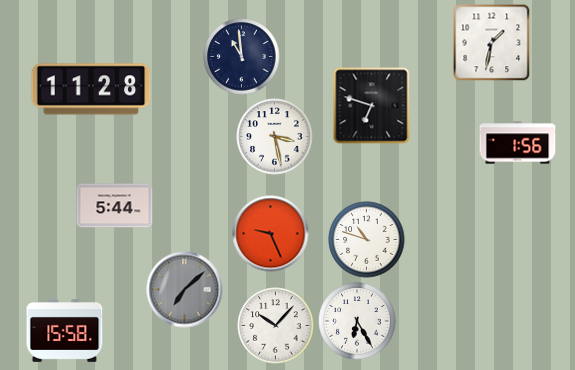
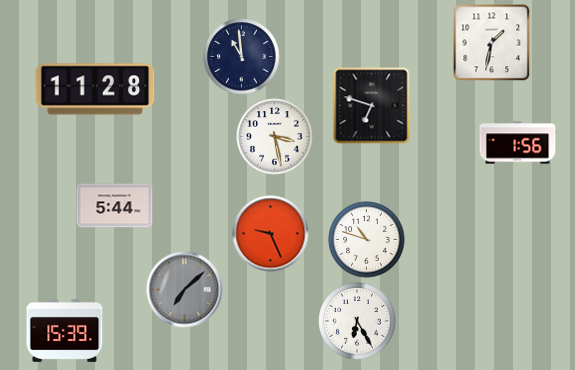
clock at (91, 89) position: (91, 89) -> (95, 89)
clock at (276, 326): 10:07 -> none
clock at (65, 330): 15:58 -> 15:39
